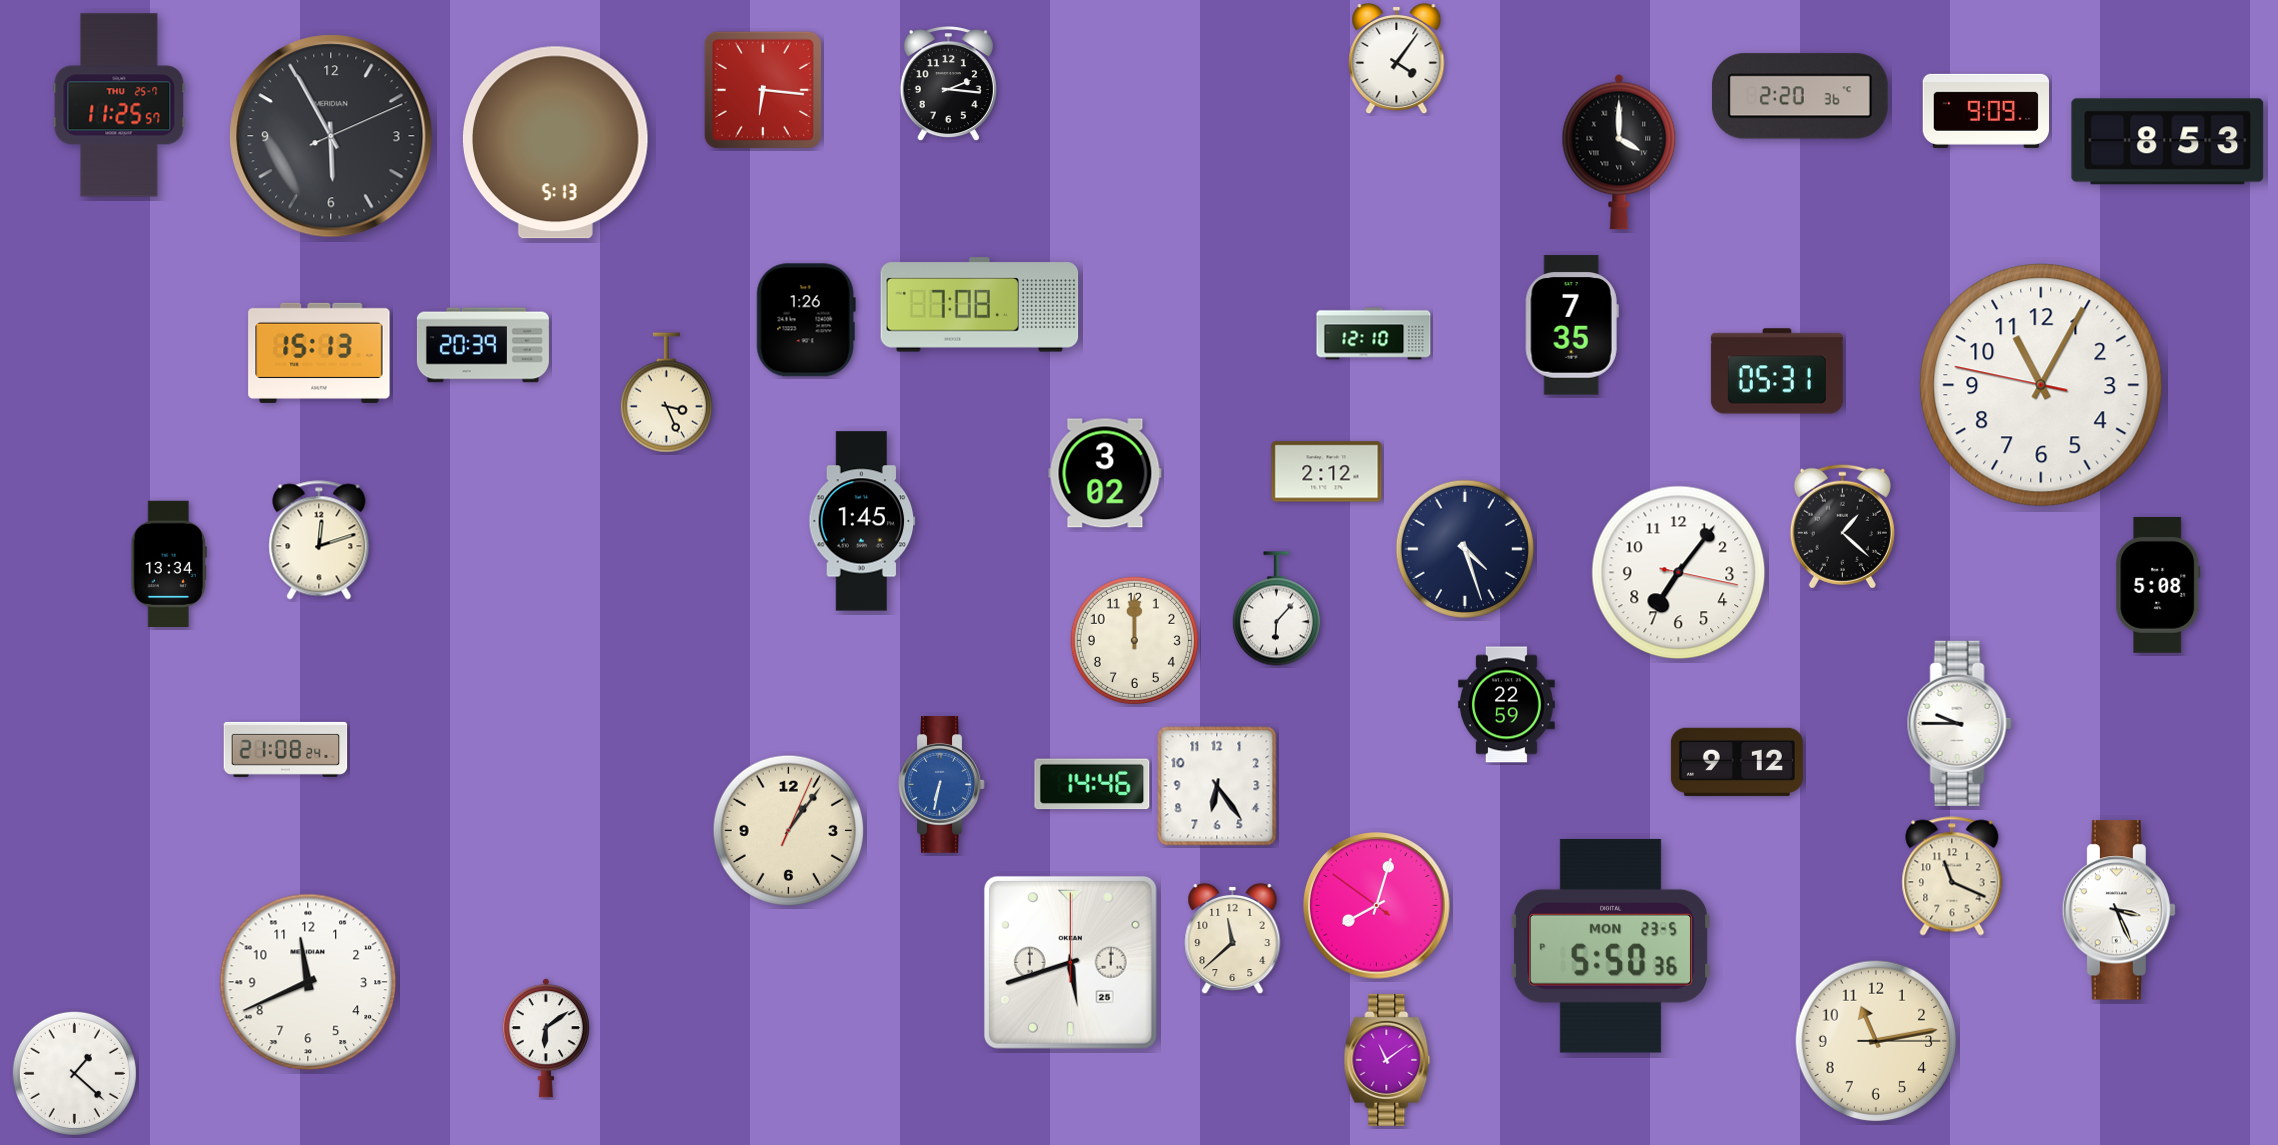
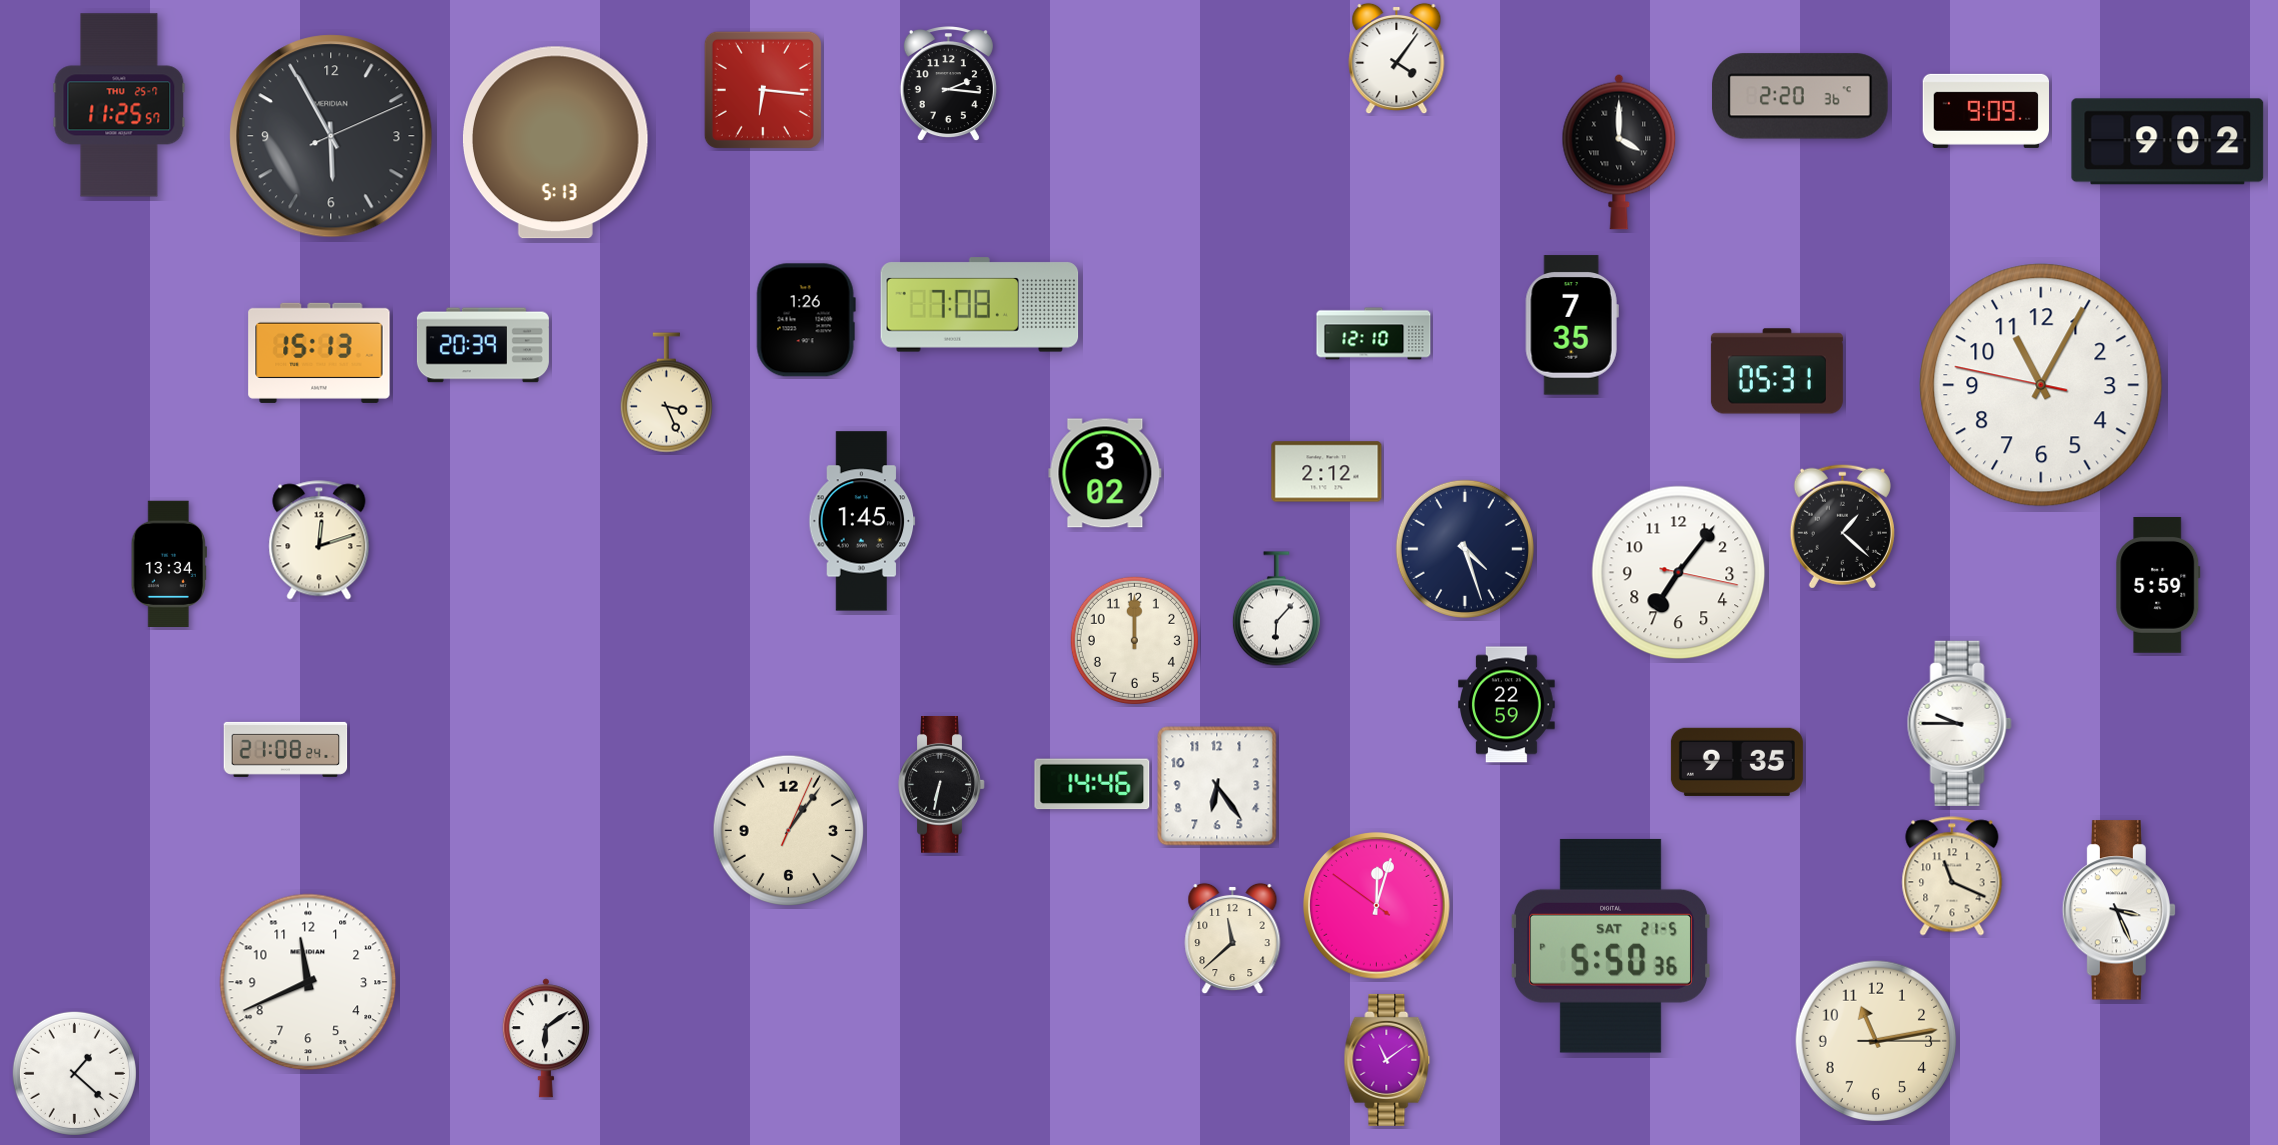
clock at (2168, 142): 8:53 -> 9:02
clock at (2158, 586): 5:08 -> 5:59
clock at (1737, 762): 9:12 -> 9:35
clock at (942, 785) dial: blue -> black
clock at (1377, 906): 8:02 -> 12:02
clock at (1610, 946) date: MON 23-5 -> SAT 21-5
clock at (1070, 962): 5:42 -> none
